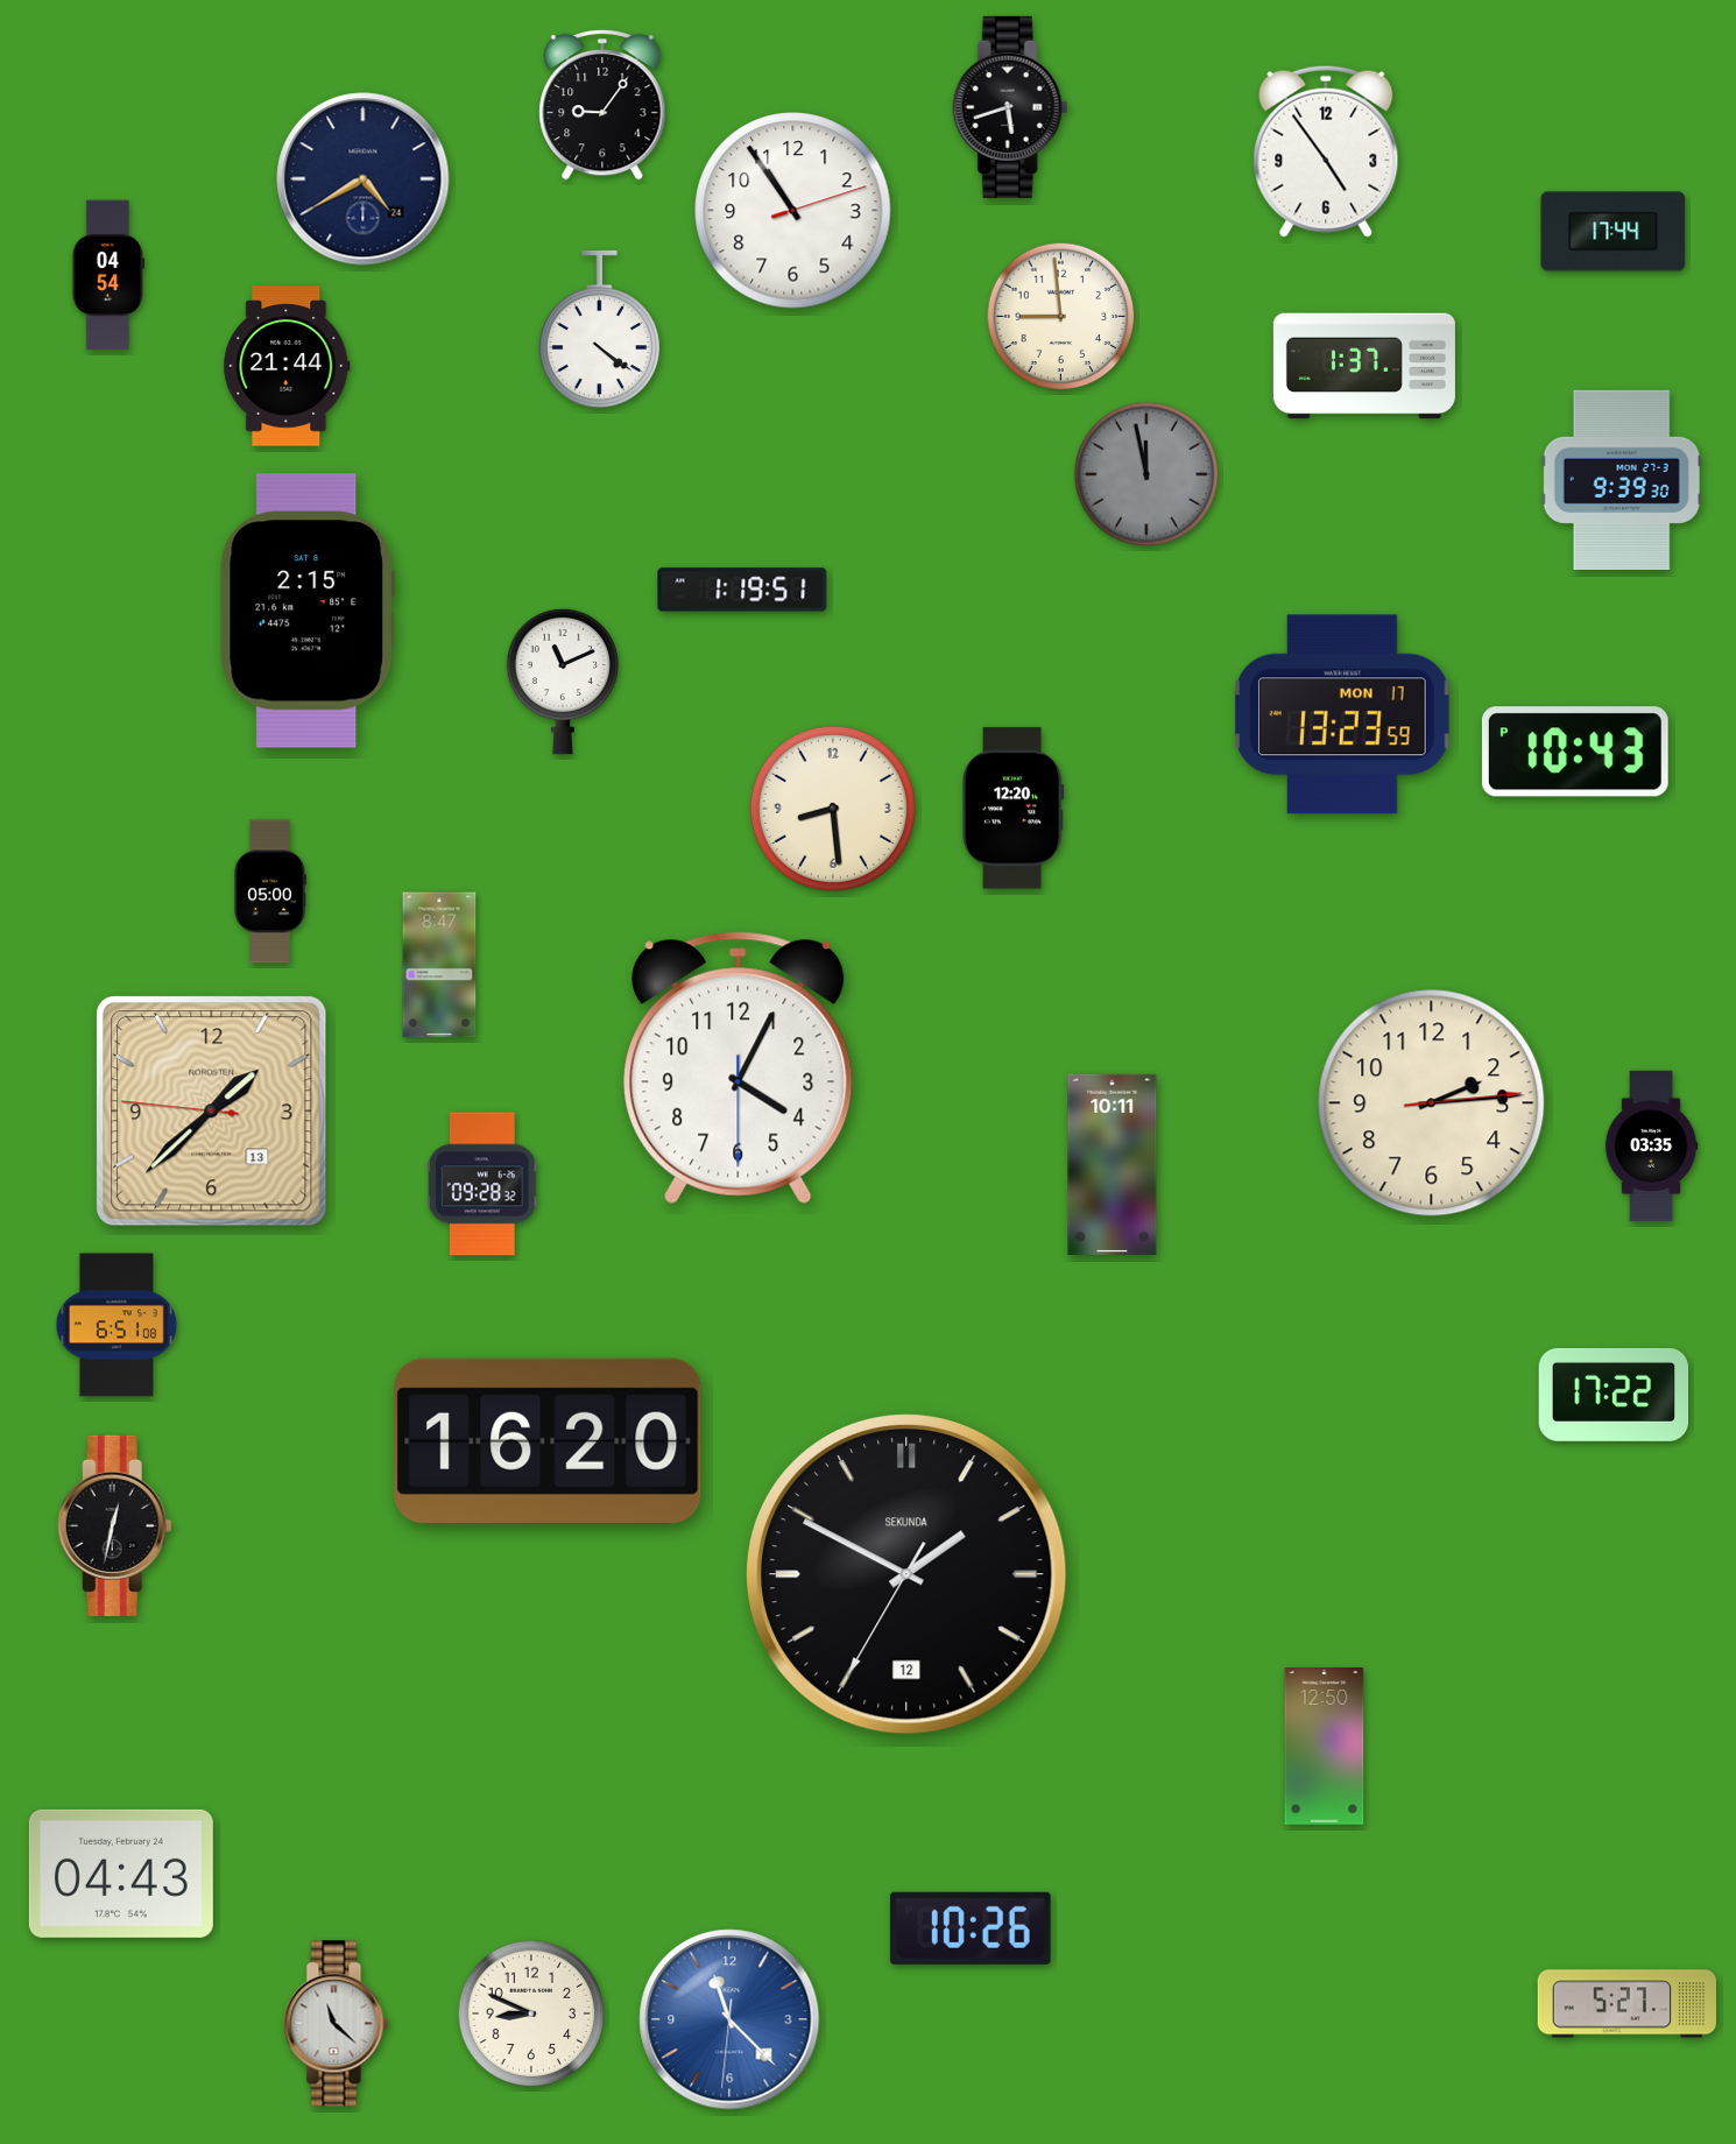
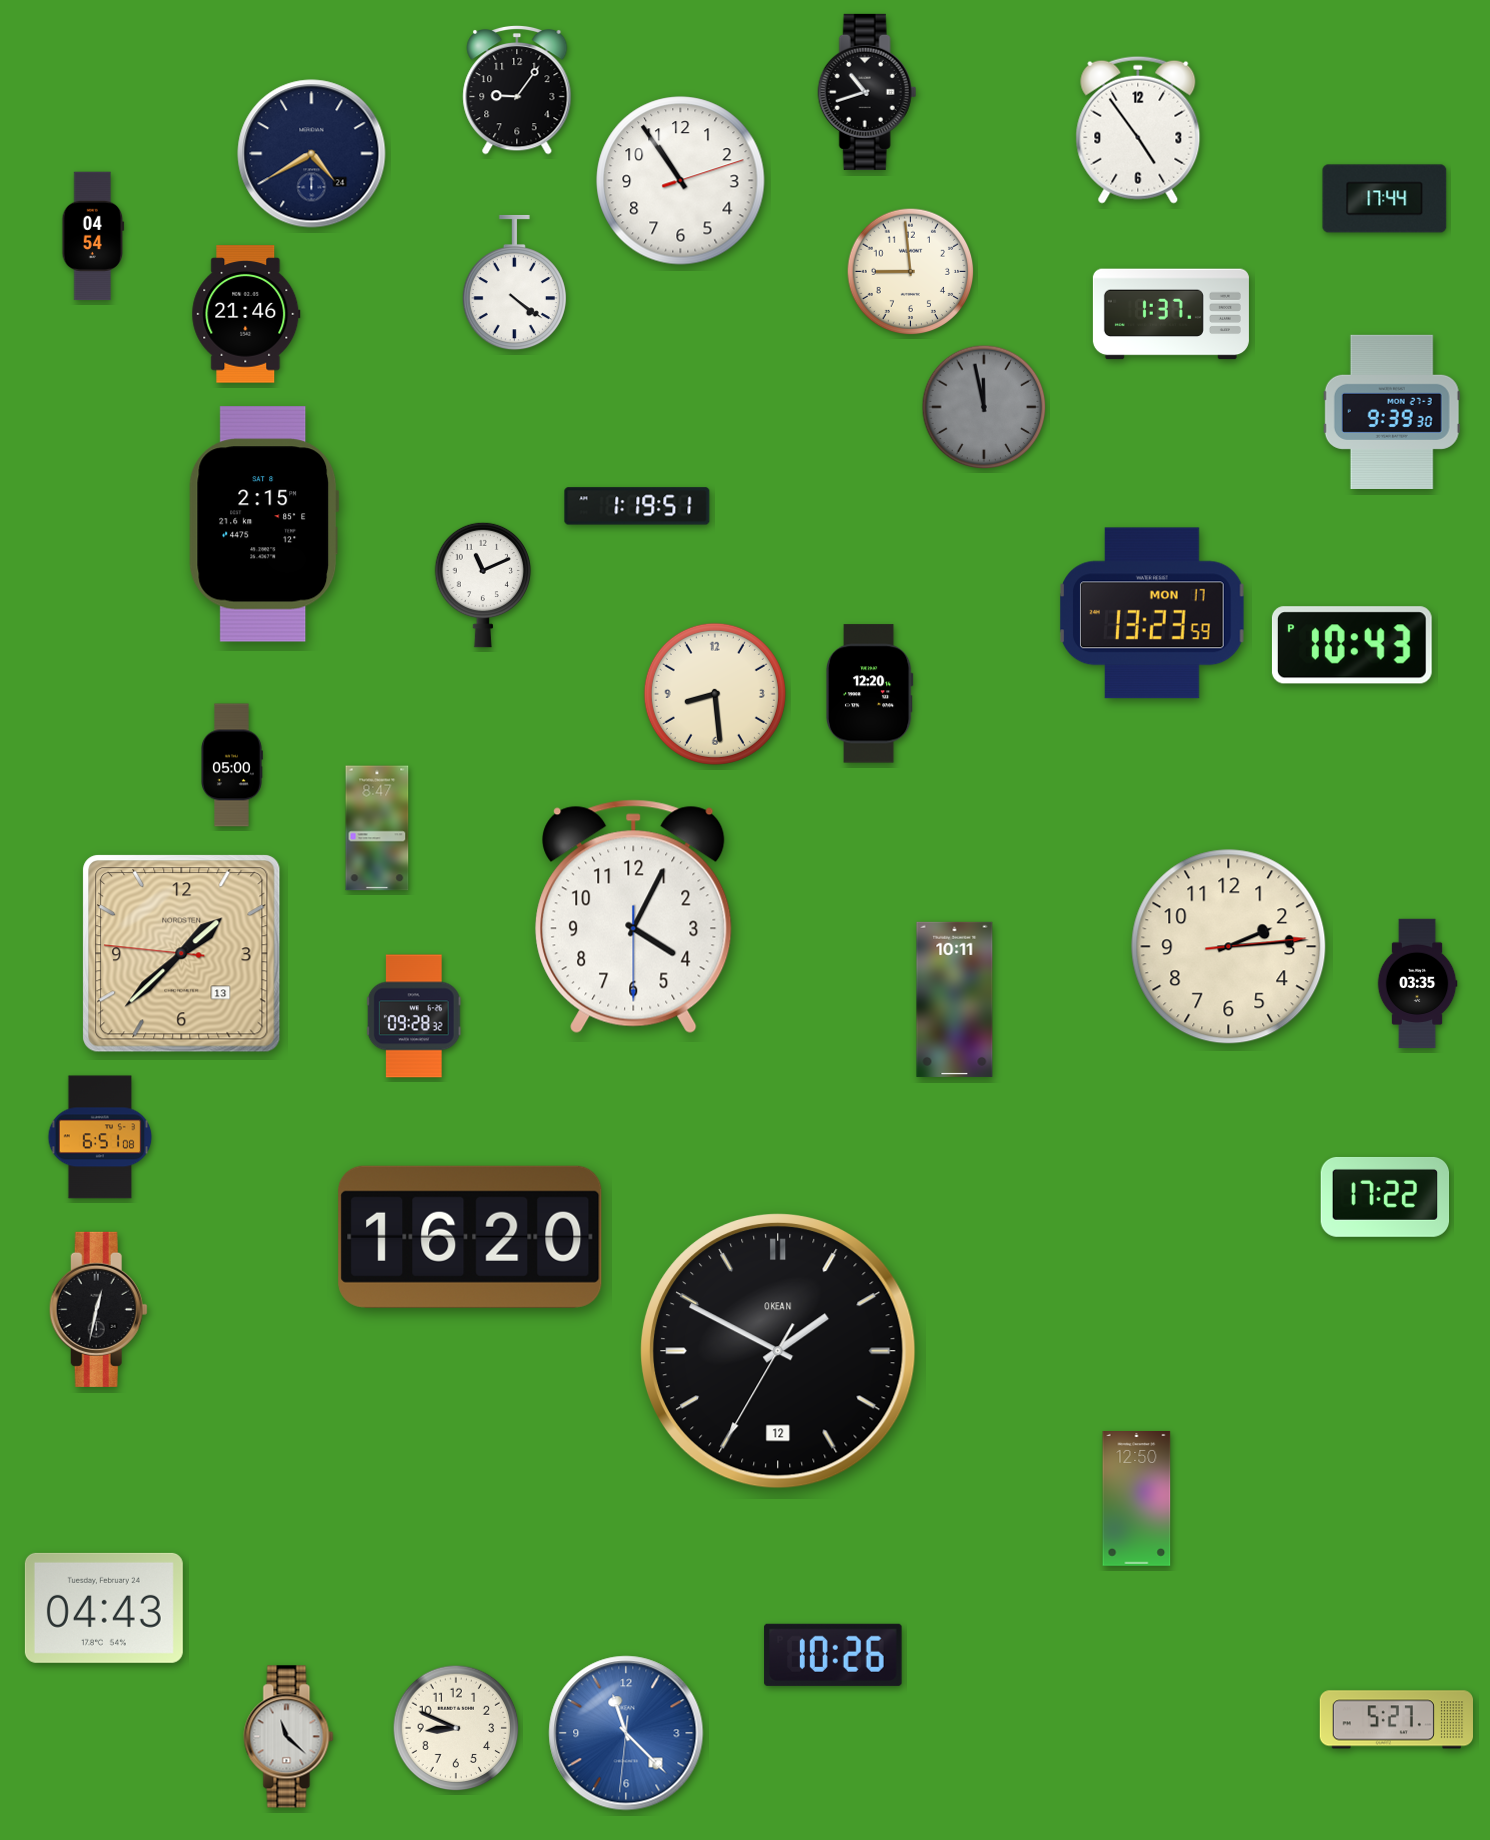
clock at (1010, 107): 5:42 -> 10:42
clock at (287, 366): 21:44 -> 21:46
clock at (908, 1575) brand: SEKUNDA -> OKEAN
